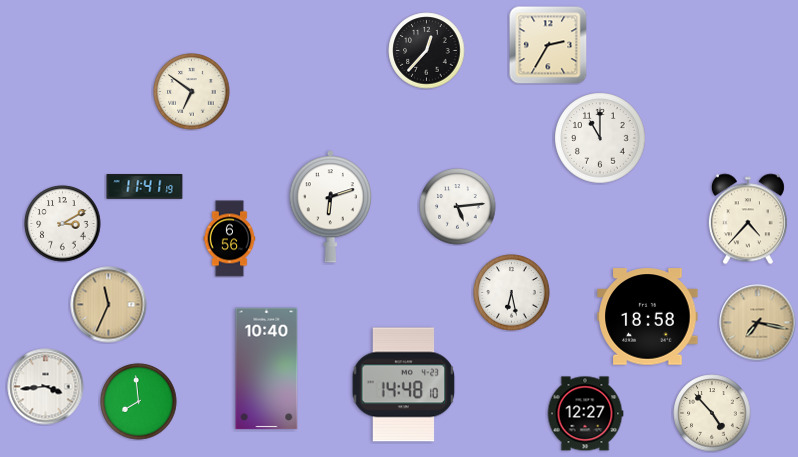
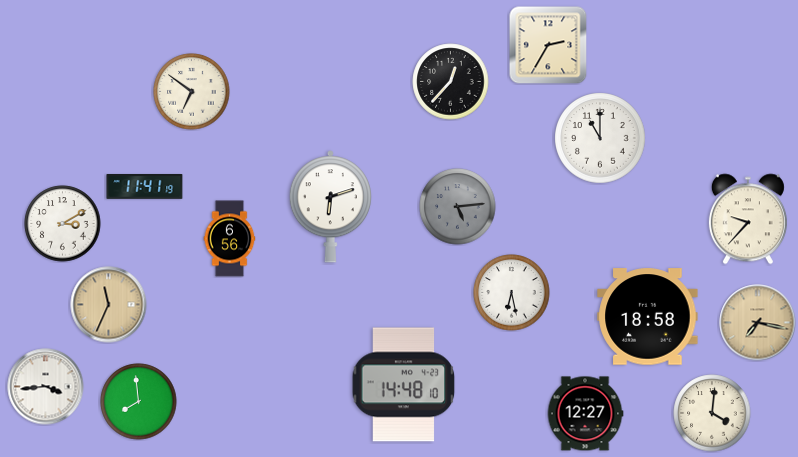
clock at (427, 51) position: (427, 51) -> (451, 82)
clock at (458, 207) dial: white -> grey
clock at (748, 219): 4:37 -> 9:37
clock at (267, 369): 10:40 -> none
clock at (712, 413): 4:53 -> 4:01
